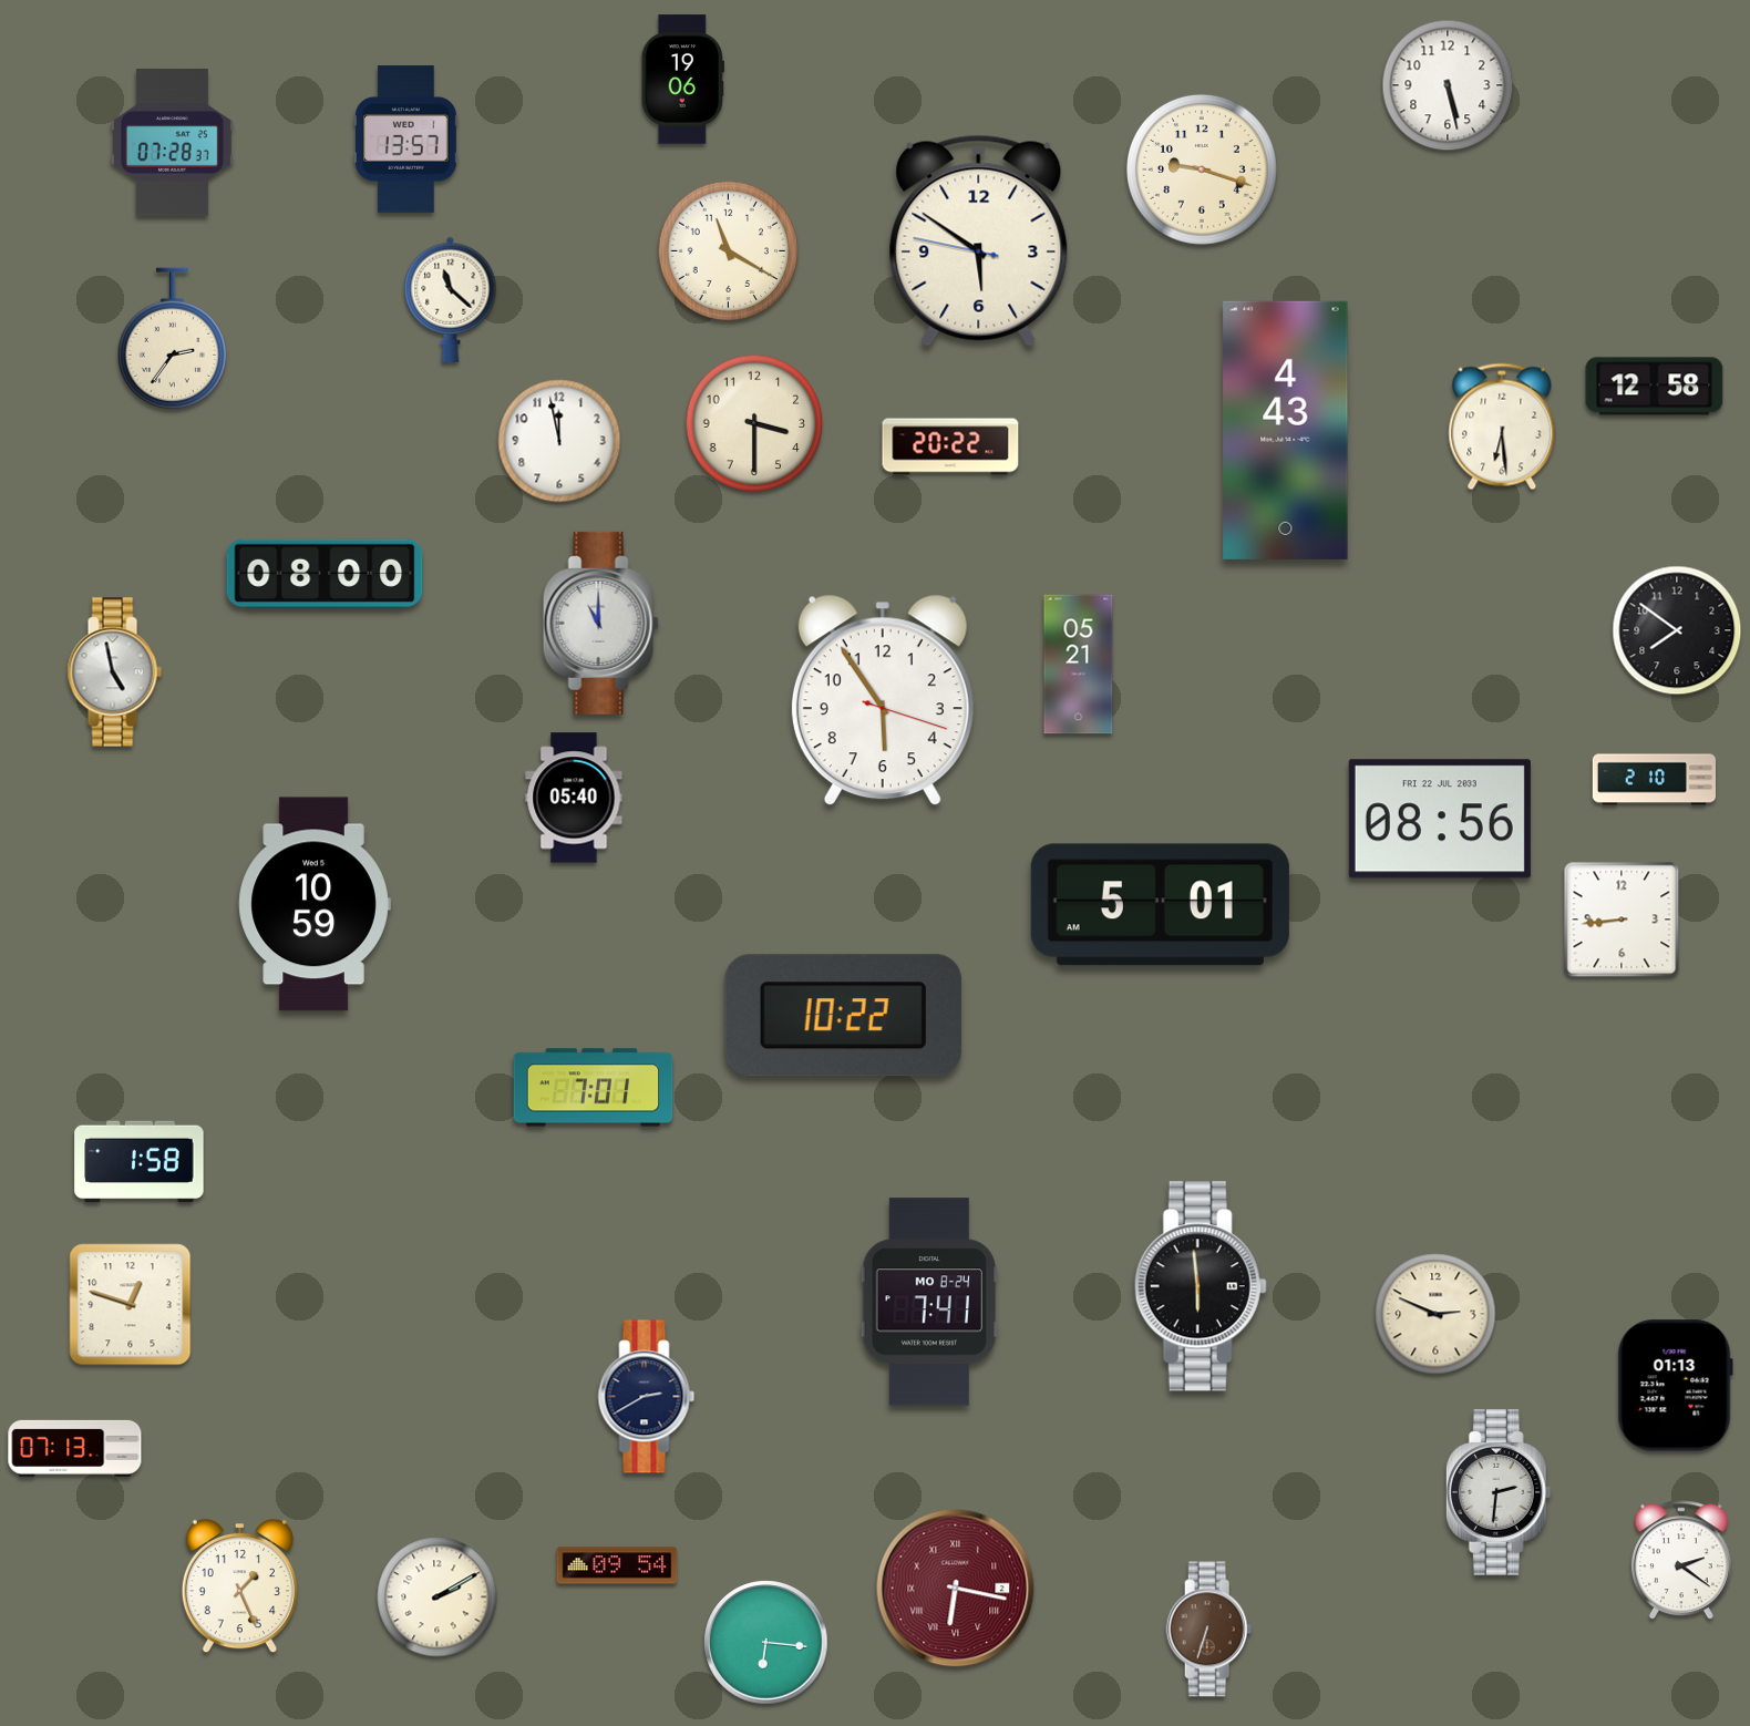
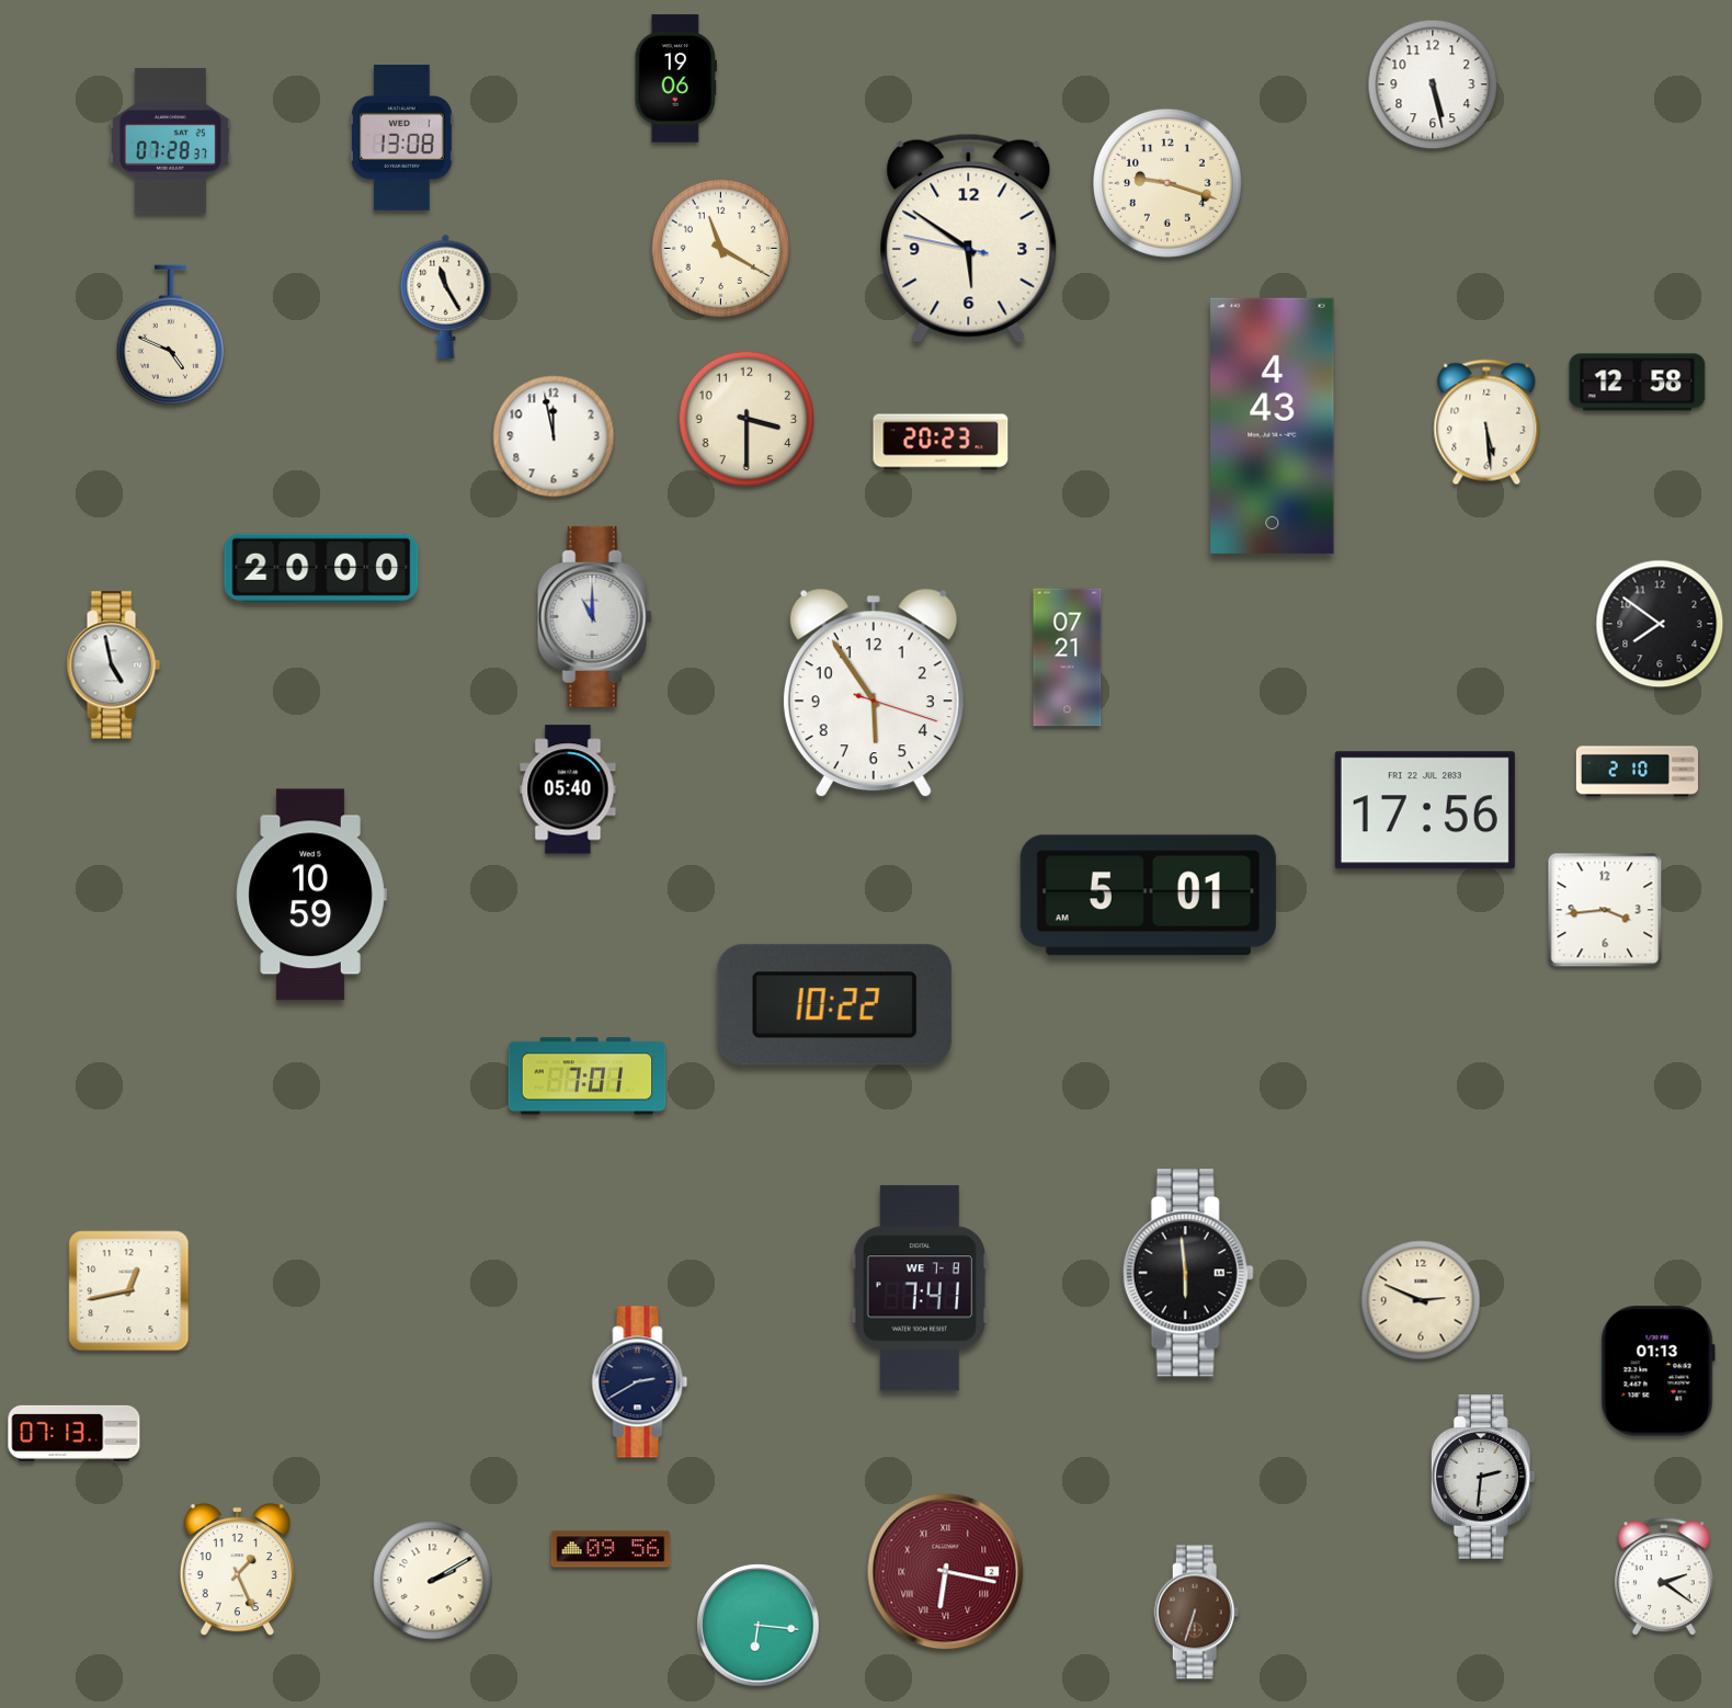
clock at (406, 140): 13:57 -> 13:08
clock at (1202, 169) position: (1202, 169) -> (1167, 183)
clock at (451, 299): 11:22 -> 11:25
clock at (172, 339): 2:36 -> 4:49
clock at (1502, 427): 6:29 -> 5:29
clock at (950, 446): 20:22 -> 20:23
clock at (325, 574): 08:00 -> 20:00
clock at (1079, 665): 05:21 -> 07:21
clock at (1440, 819): 08:56 -> 17:56
clock at (1622, 919): 8:44 -> 3:44
clock at (140, 1162): 1:58 -> none
clock at (929, 1302) date: MO 8-24 -> WE 7-8
clock at (131, 1305): 12:48 -> 12:43
clock at (1681, 1561) position: (1681, 1561) -> (1664, 1578)
clock at (617, 1565): 09:54 -> 09:56
